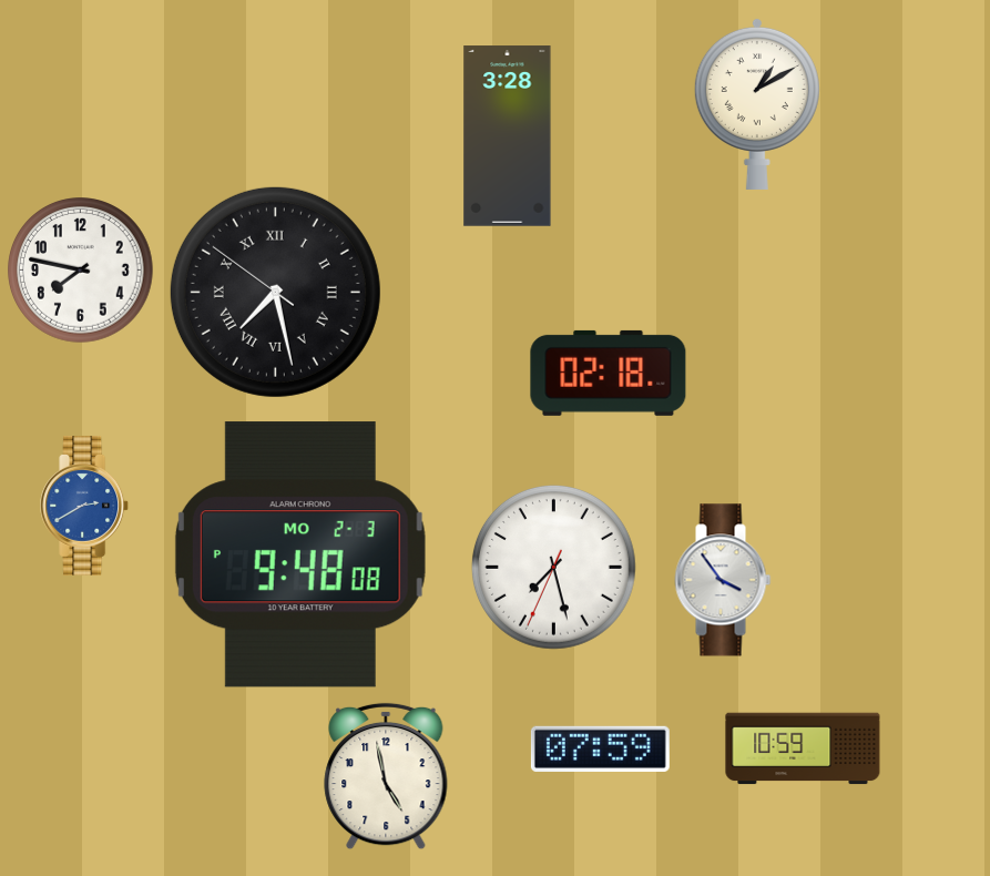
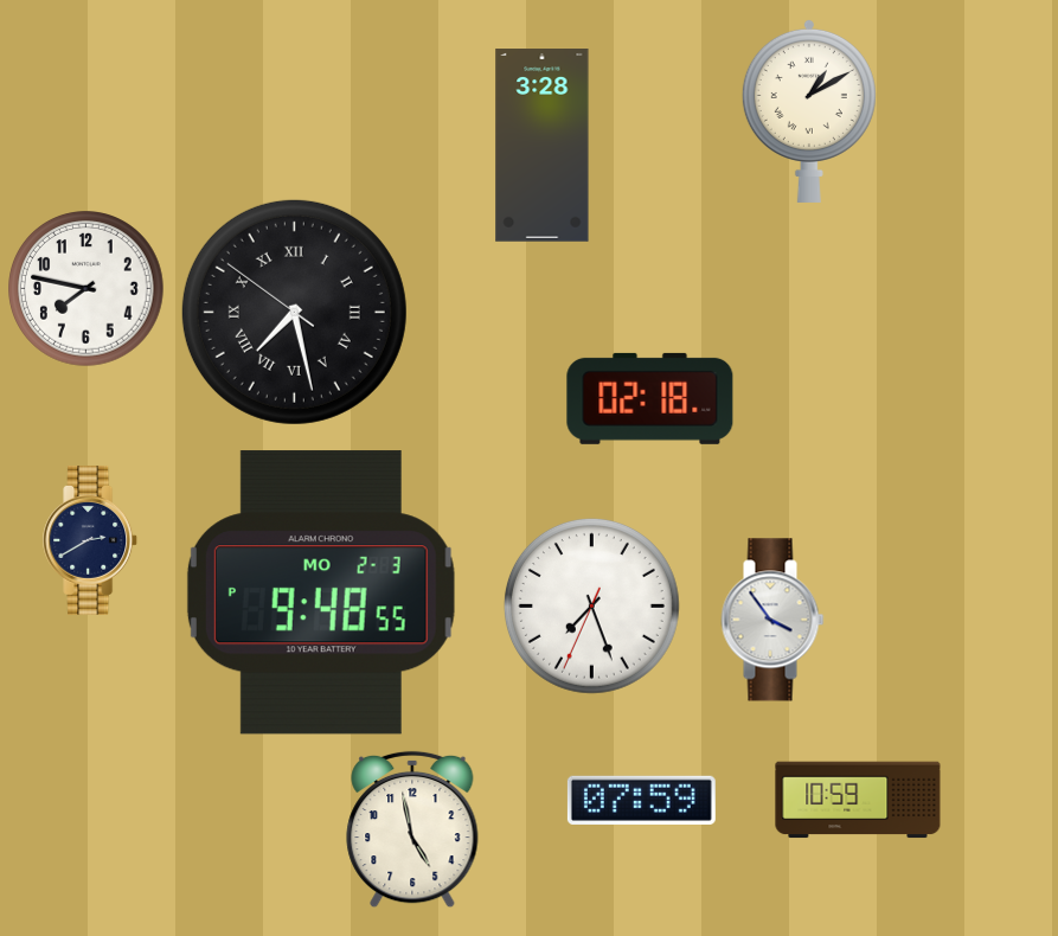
clock at (85, 506) dial: blue -> navy
clock at (300, 554): 9:48:08 PM -> 9:48:55 PM
clock at (553, 567): 7:27 -> 7:26
